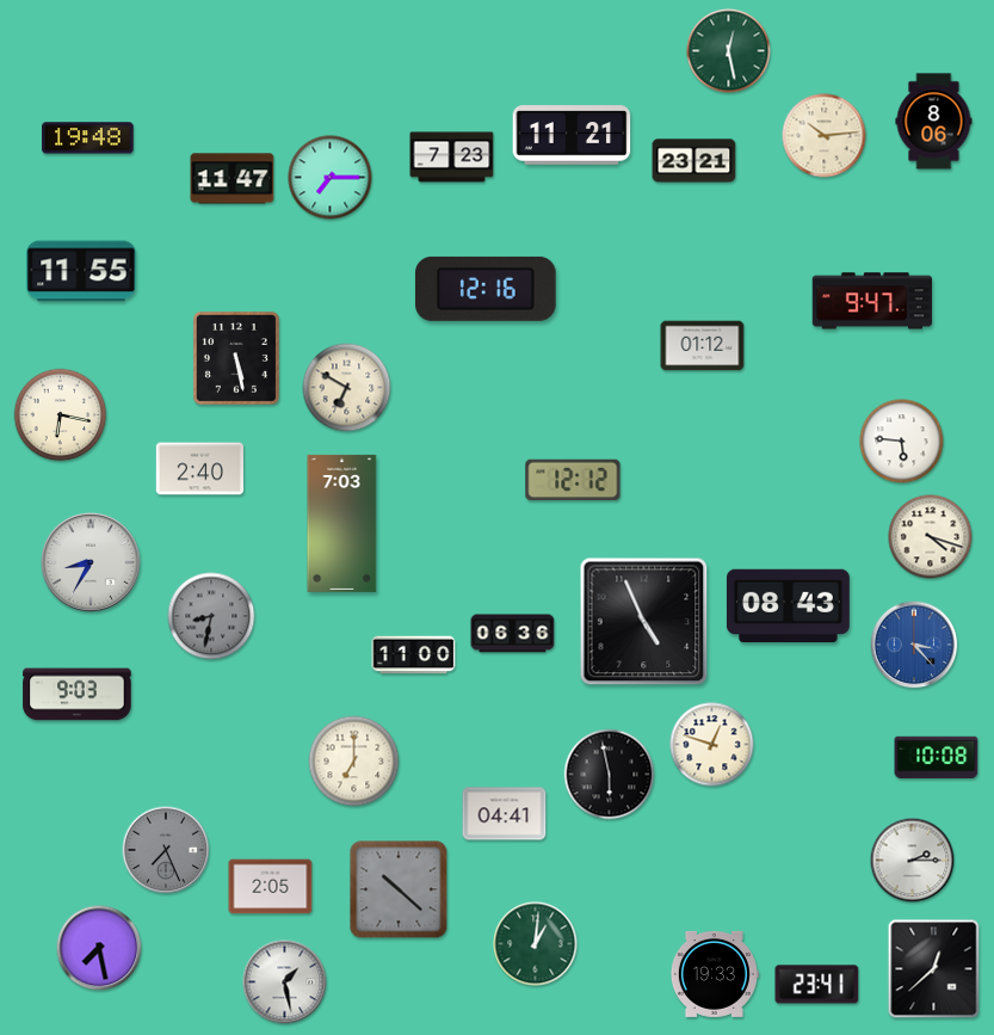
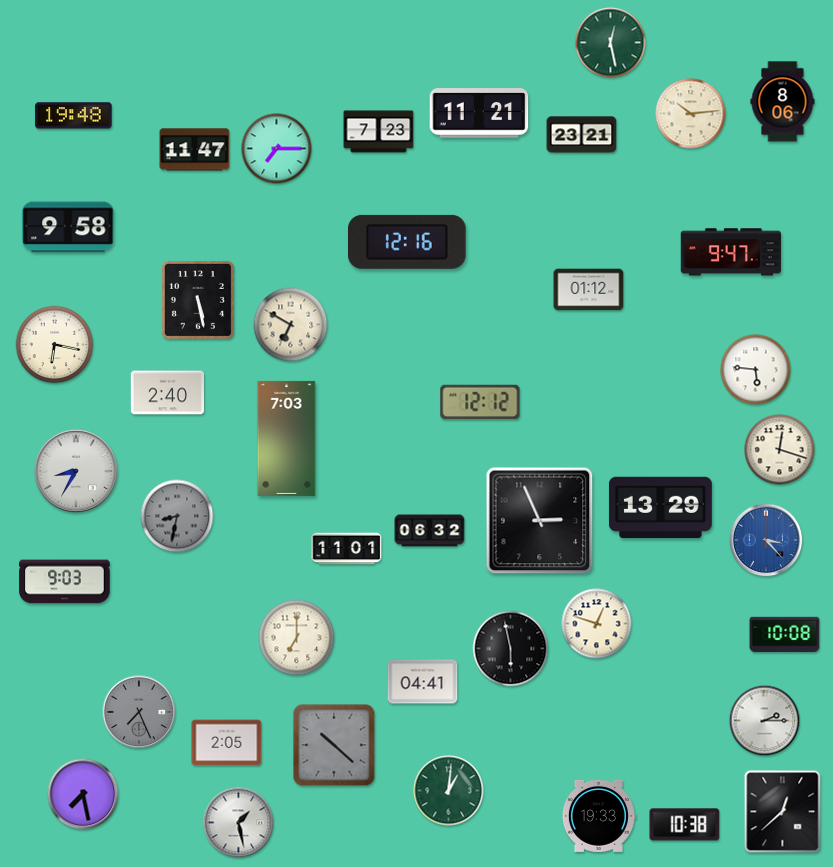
clock at (81, 271): 11:55 -> 9:58
clock at (61, 415) position: (61, 415) -> (55, 345)
clock at (931, 537): 4:18 -> 12:18
clock at (788, 606): 08:43 -> 13:29
clock at (644, 622): 4:56 -> 2:56
clock at (513, 634): 06:36 -> 06:32
clock at (414, 655): 11:00 -> 11:01
clock at (817, 985): 23:41 -> 10:38
